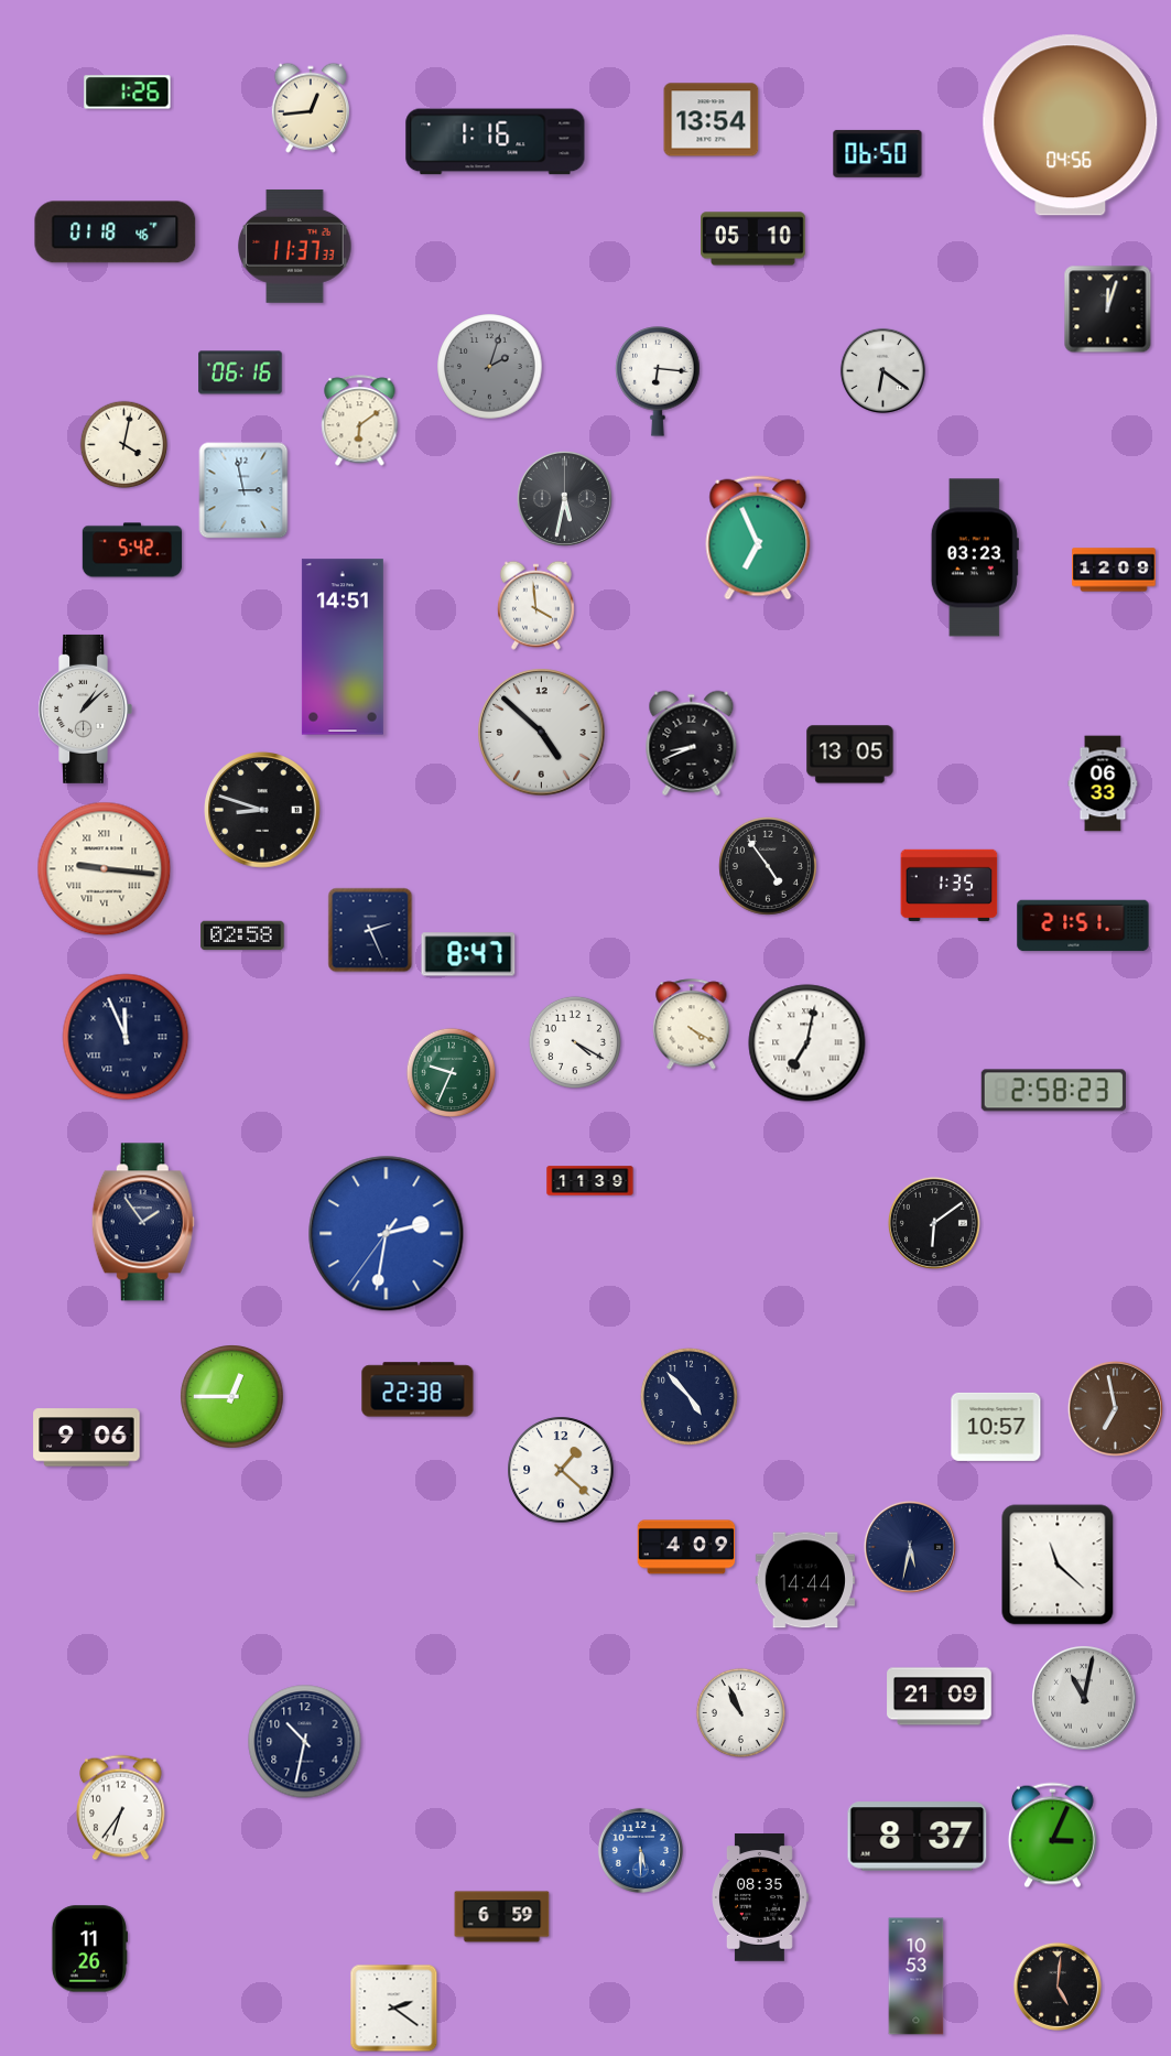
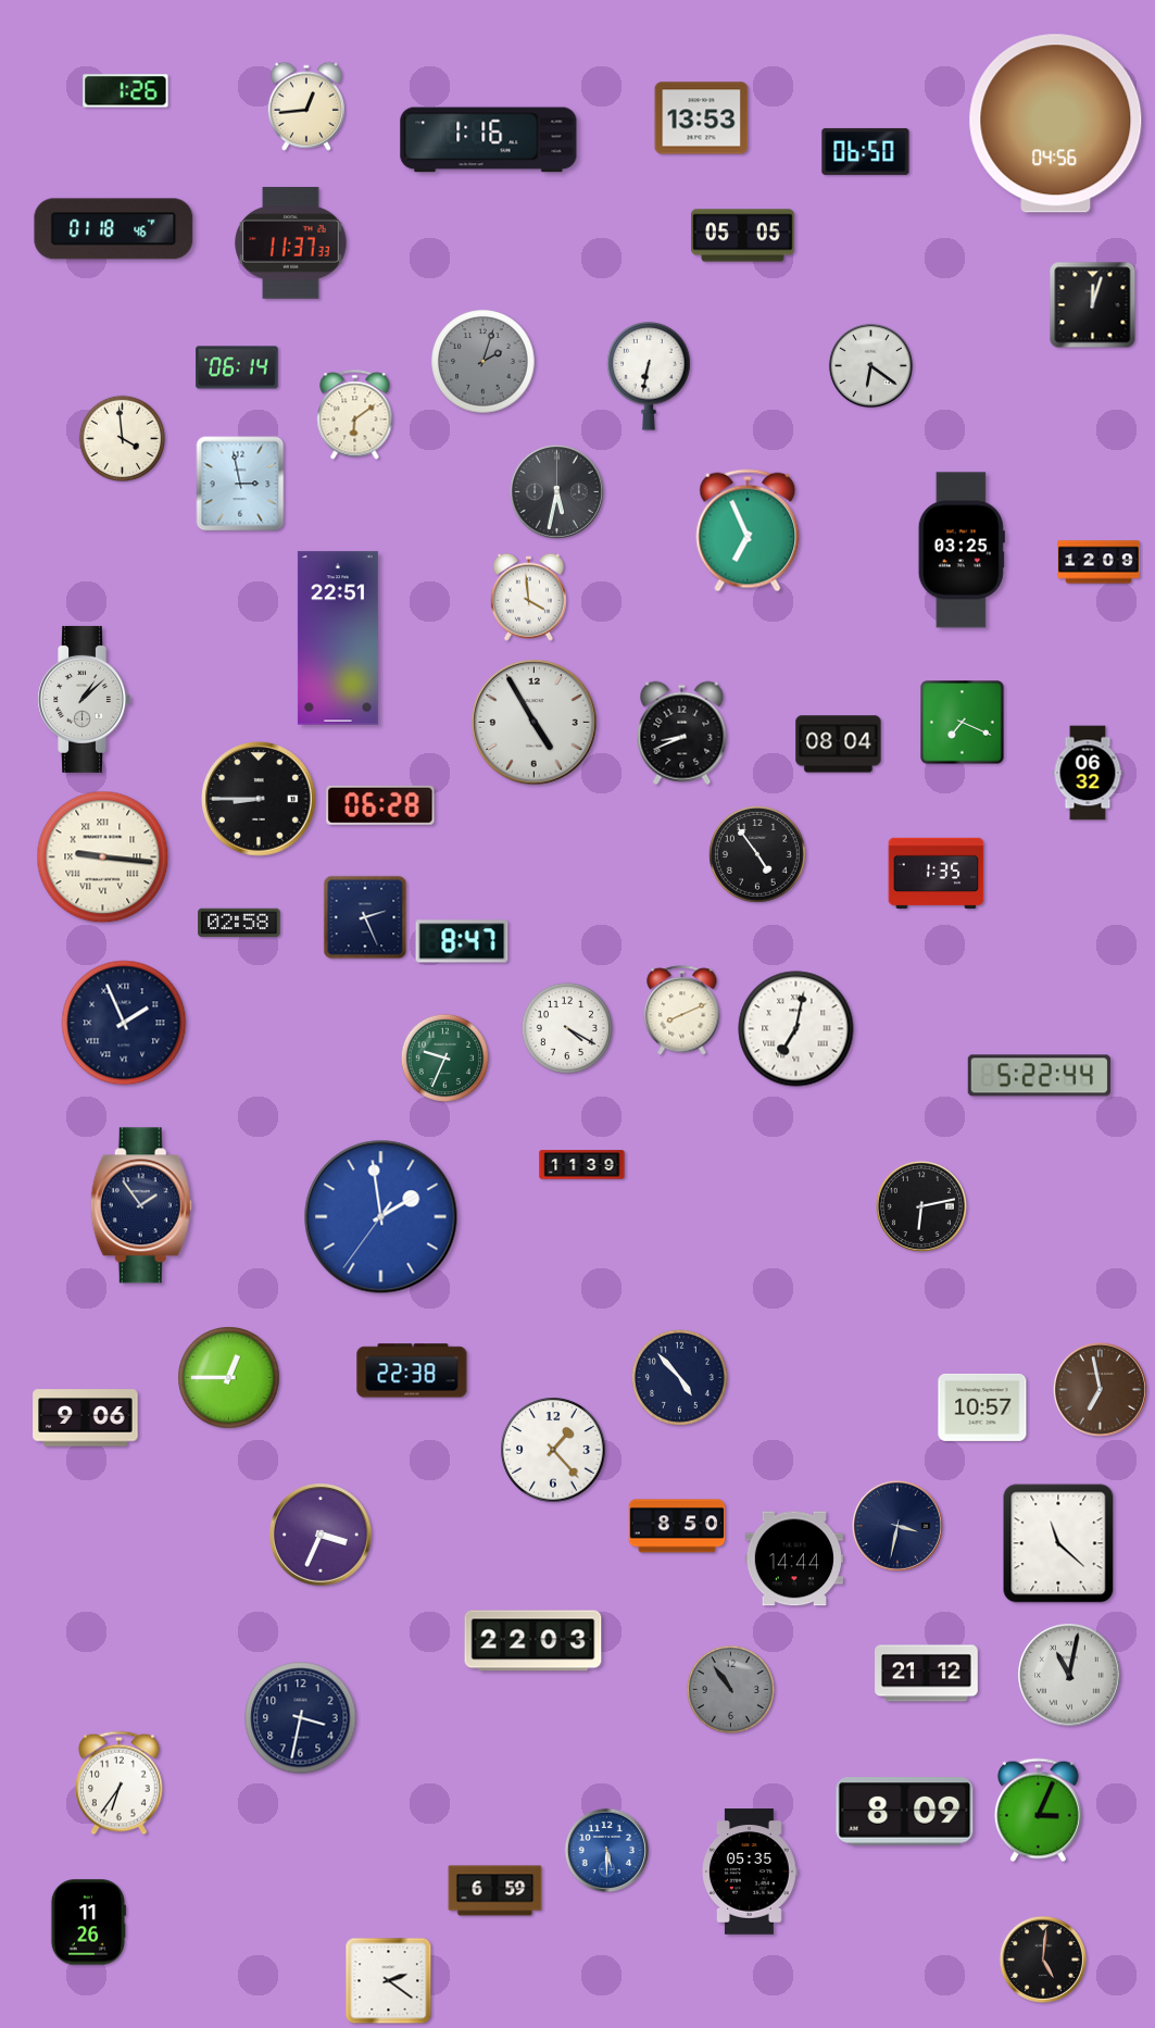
clock at (712, 120): 13:54 -> 13:53
clock at (753, 239): 05:10 -> 05:05
clock at (240, 372): 06:16 -> 06:14
clock at (658, 381): 6:16 -> 6:32
clock at (124, 445): 4:02 -> 3:59
clock at (132, 550): 5:42 -> none
clock at (975, 558): 03:23 -> 03:25
clock at (343, 647): 14:51 -> 22:51
clock at (542, 733): 4:52 -> 4:55
clock at (963, 723): none -> 7:19
clock at (850, 755): 13:05 -> 08:04
clock at (1103, 783): 06:33 -> 06:32
clock at (262, 810): 8:48 -> 8:45
clock at (380, 805): none -> 06:28
clock at (1083, 926): 21:51 -> none
clock at (692, 1025): 4:20 -> 8:11
clock at (126, 1037): 11:56 -> 1:56
clock at (1053, 1091): 2:58 -> 5:22
clock at (934, 1223): 6:09 -> 6:13
clock at (387, 1234): 2:31 -> 1:58
clock at (561, 1470): 1:22 -> 1:23
clock at (686, 1547): 4:09 -> 8:50
clock at (910, 1547): 5:32 -> 3:32
clock at (322, 1536): none -> 3:34
clock at (1058, 1565) position: (1058, 1565) -> (1058, 1543)
clock at (533, 1641): none -> 22:03
clock at (940, 1697): 21:09 -> 21:12
clock at (740, 1712): 10:56 -> 10:54
clock at (740, 1712) dial: white -> grey
clock at (305, 1742): 10:32 -> 3:32
clock at (918, 1837): 8:37 -> 8:09
clock at (640, 1850) position: (640, 1850) -> (606, 1850)
clock at (760, 1897): 08:35 -> 05:35
clock at (917, 1977): 10:53 -> none
